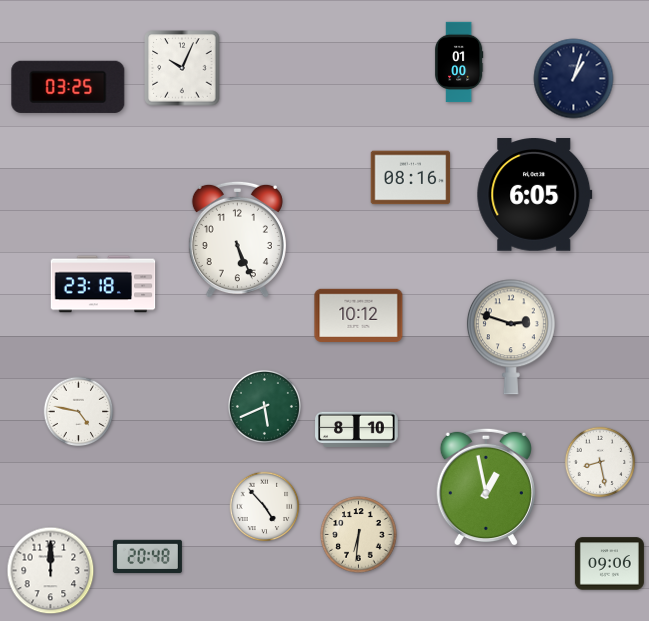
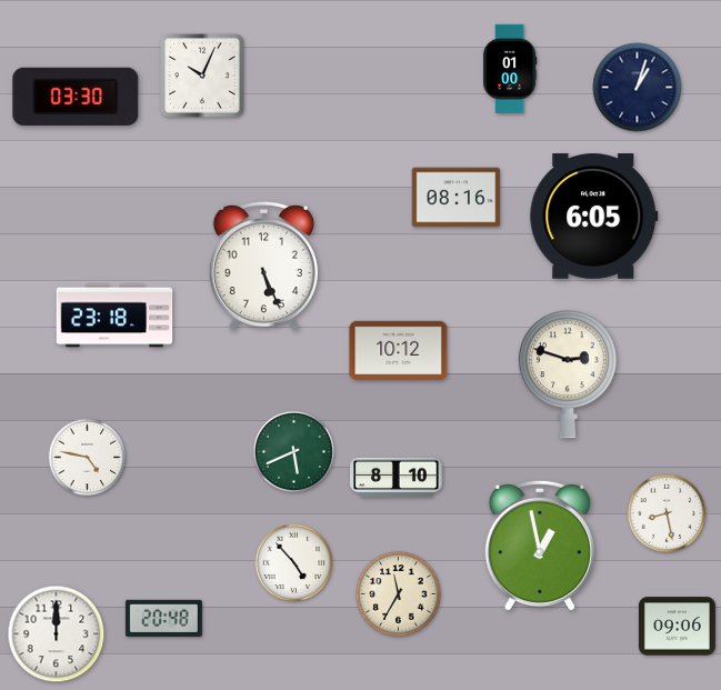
clock at (68, 87): 03:25 -> 03:30
clock at (486, 487) position: (486, 487) -> (540, 546)
clock at (359, 535): 6:31 -> 11:35
